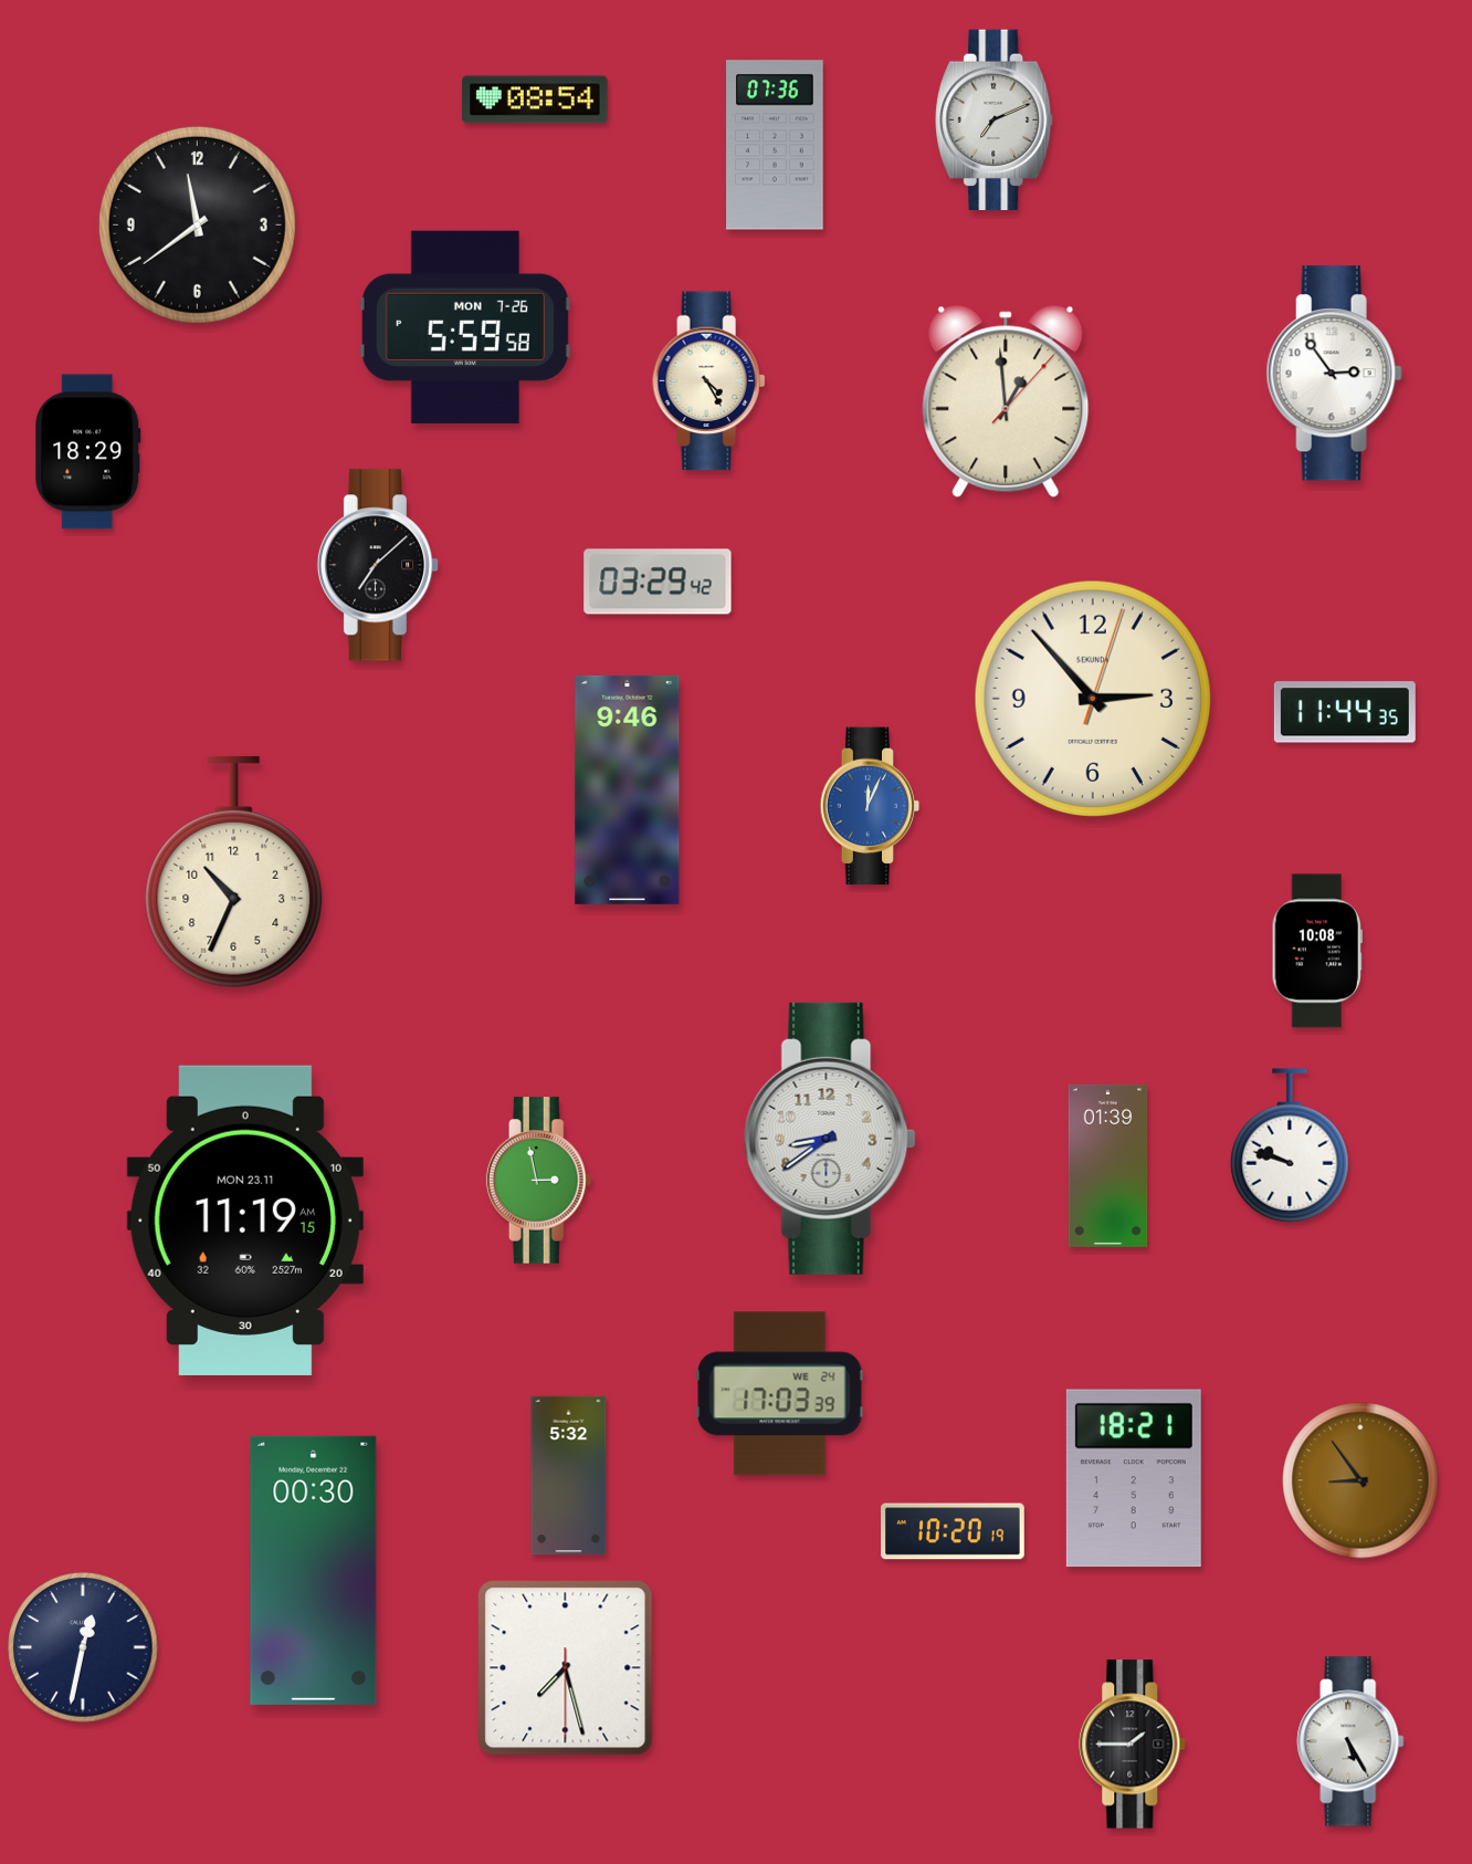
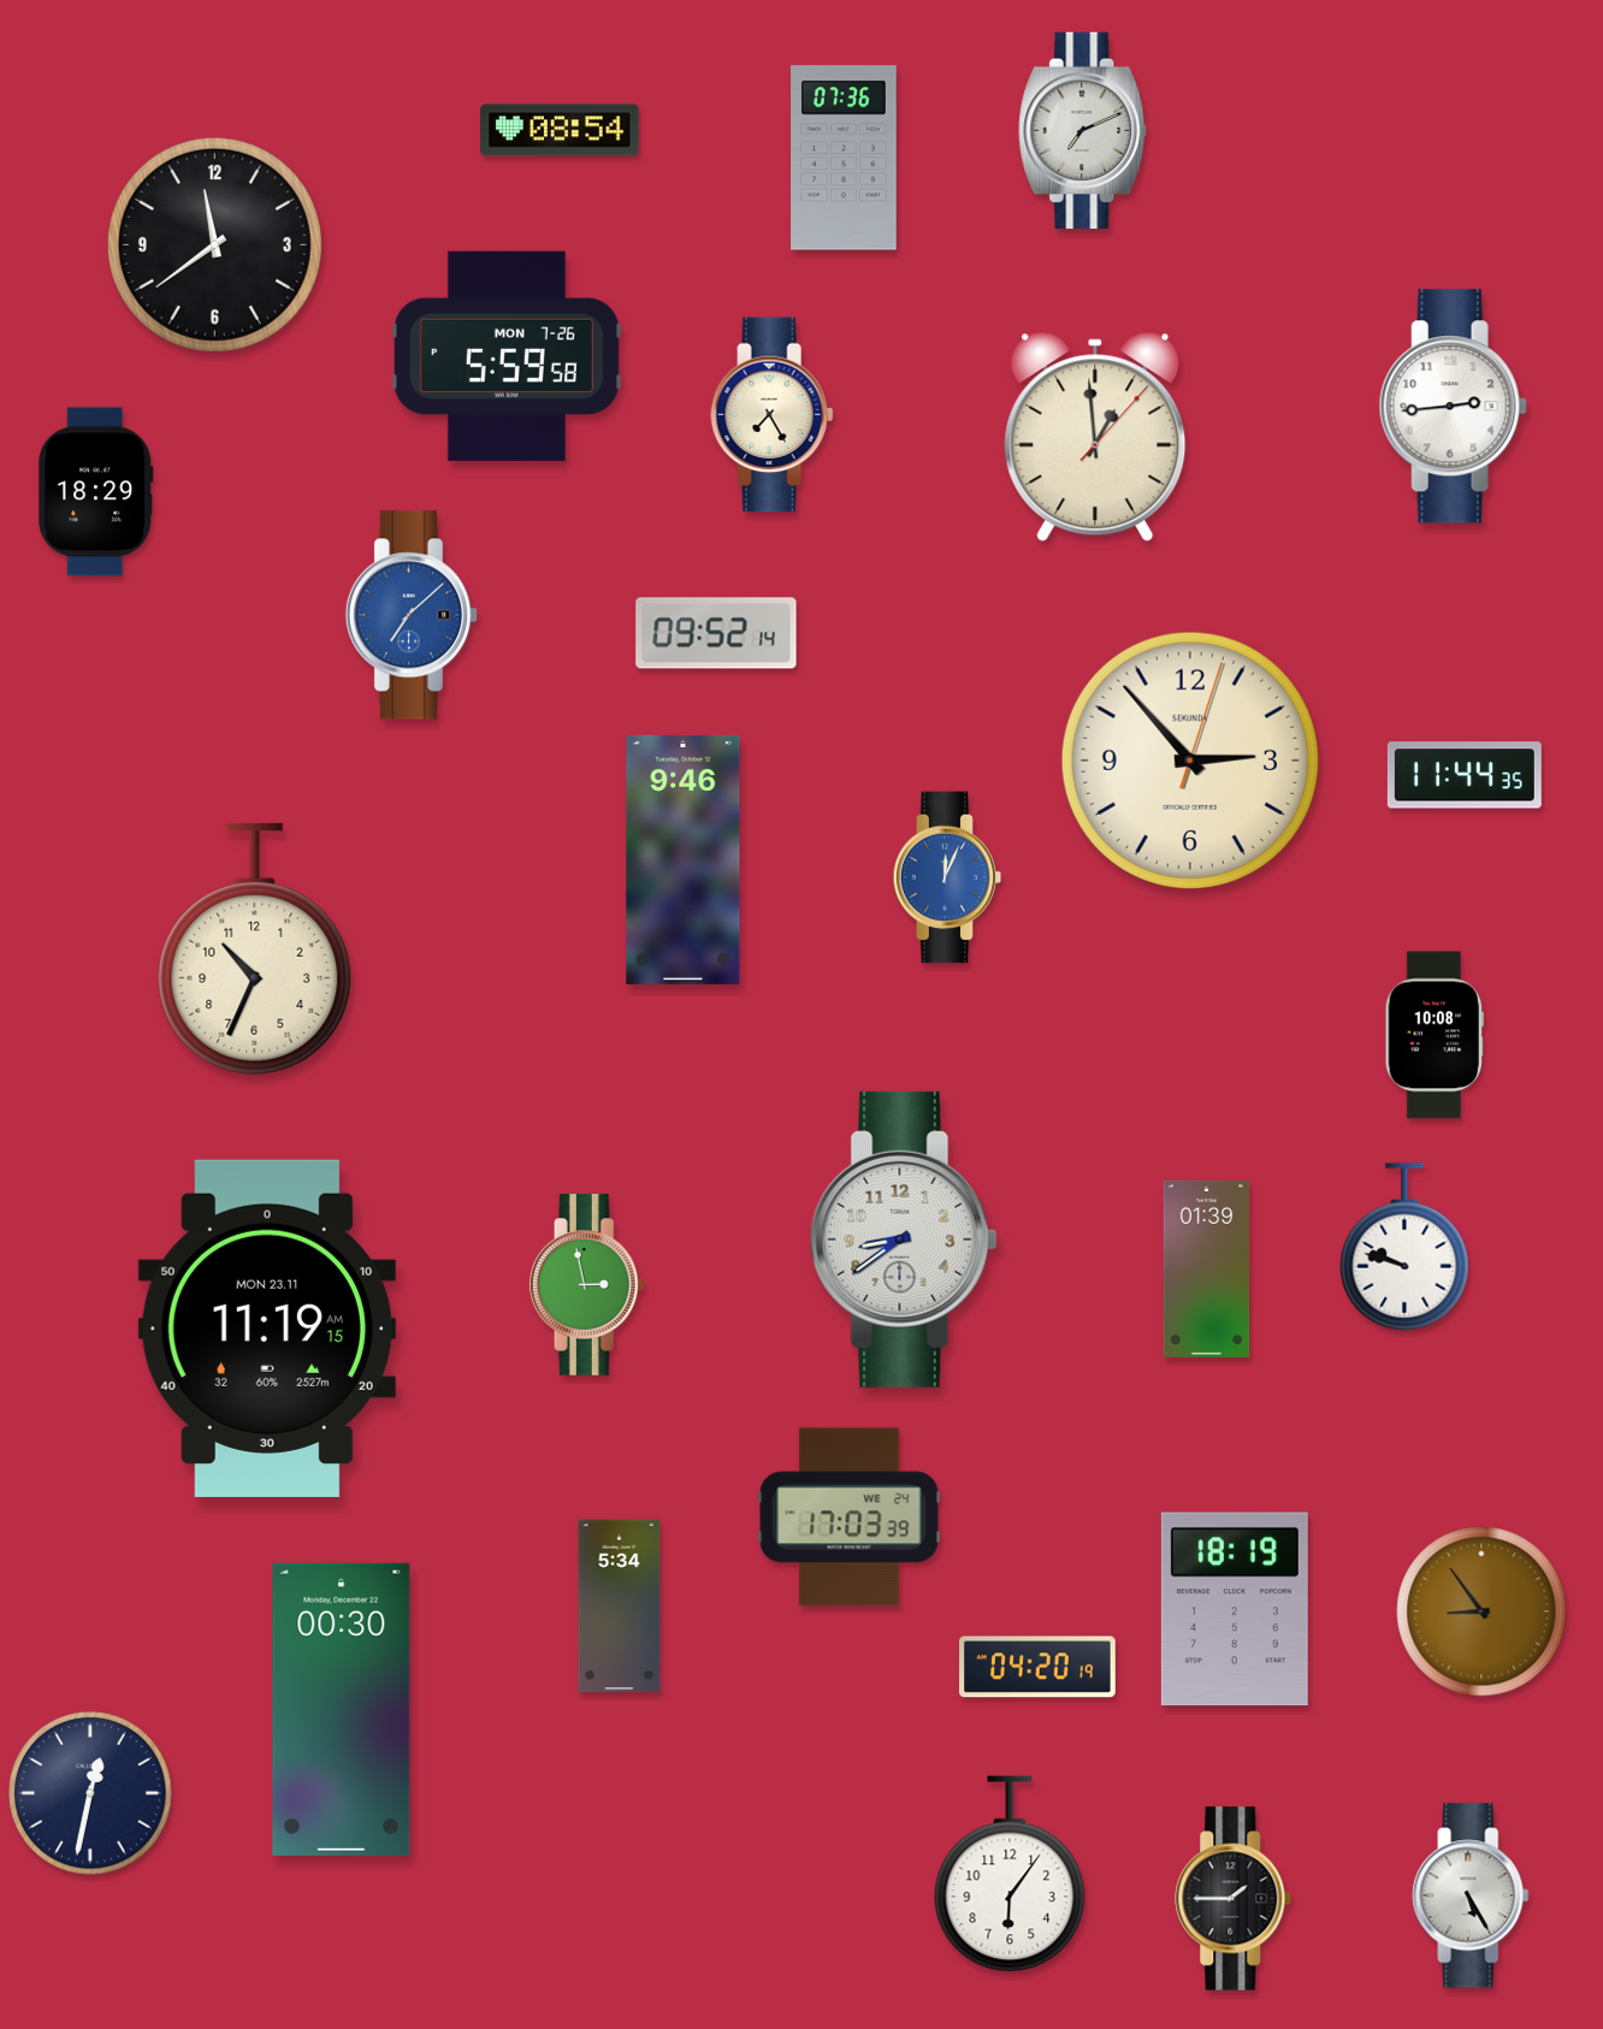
clock at (535, 100) position: (535, 100) -> (560, 130)
clock at (1334, 374): 2:54 -> 2:44
clock at (709, 381): 4:25 -> 7:25
clock at (378, 565) dial: black -> blue
clock at (658, 582): 03:29 -> 09:52
clock at (569, 1476): 5:32 -> 5:34
clock at (1134, 1478): 18:21 -> 18:19
clock at (954, 1531): 10:20 -> 04:20
clock at (566, 1668): 7:27 -> none
clock at (1010, 1874): none -> 6:06
